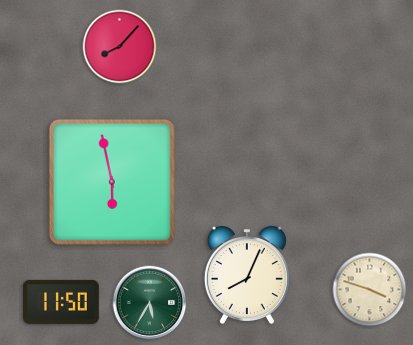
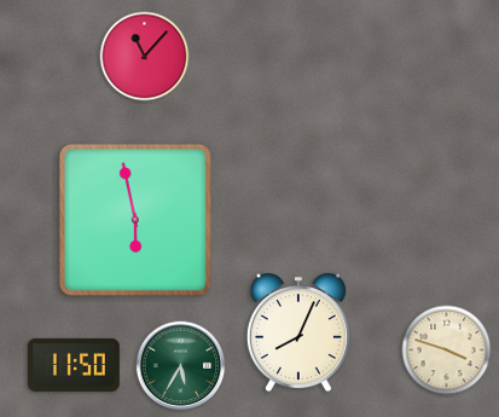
clock at (120, 47): 8:07 -> 11:07
